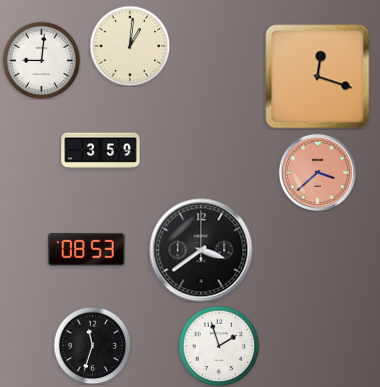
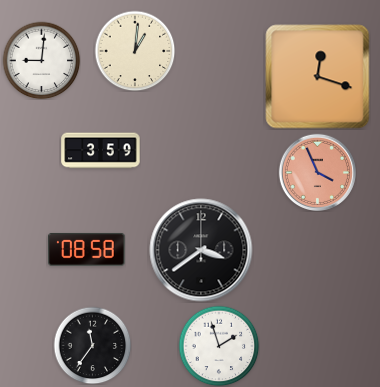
clock at (130, 46) position: (130, 46) -> (135, 51)
clock at (317, 172): 3:38 -> 3:56
clock at (87, 249): 08:53 -> 08:58
clock at (92, 345): 11:33 -> 11:36
